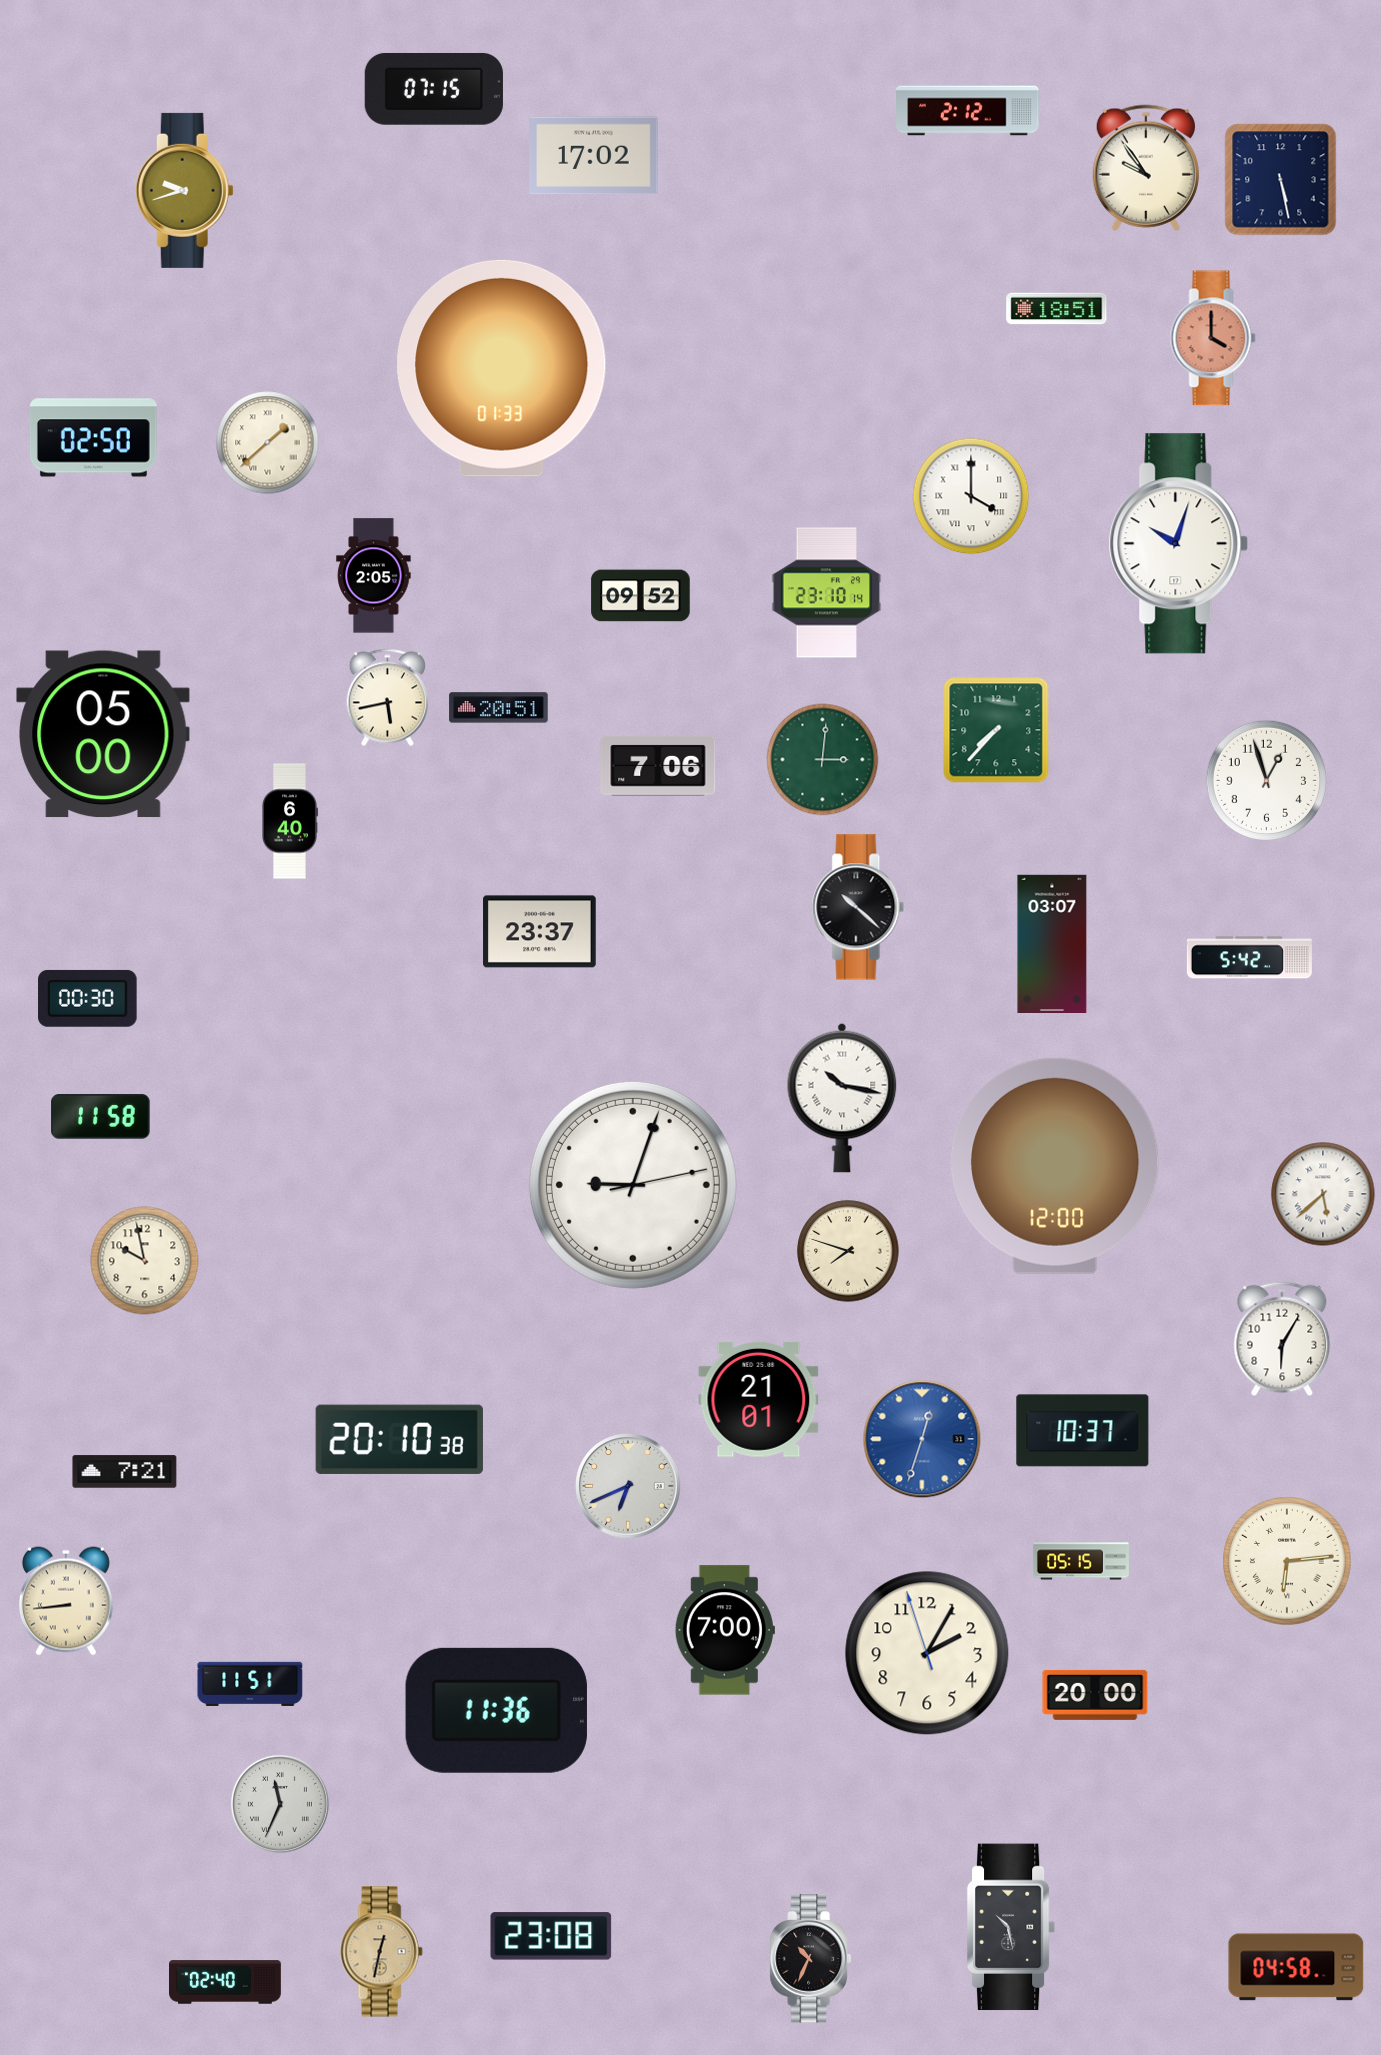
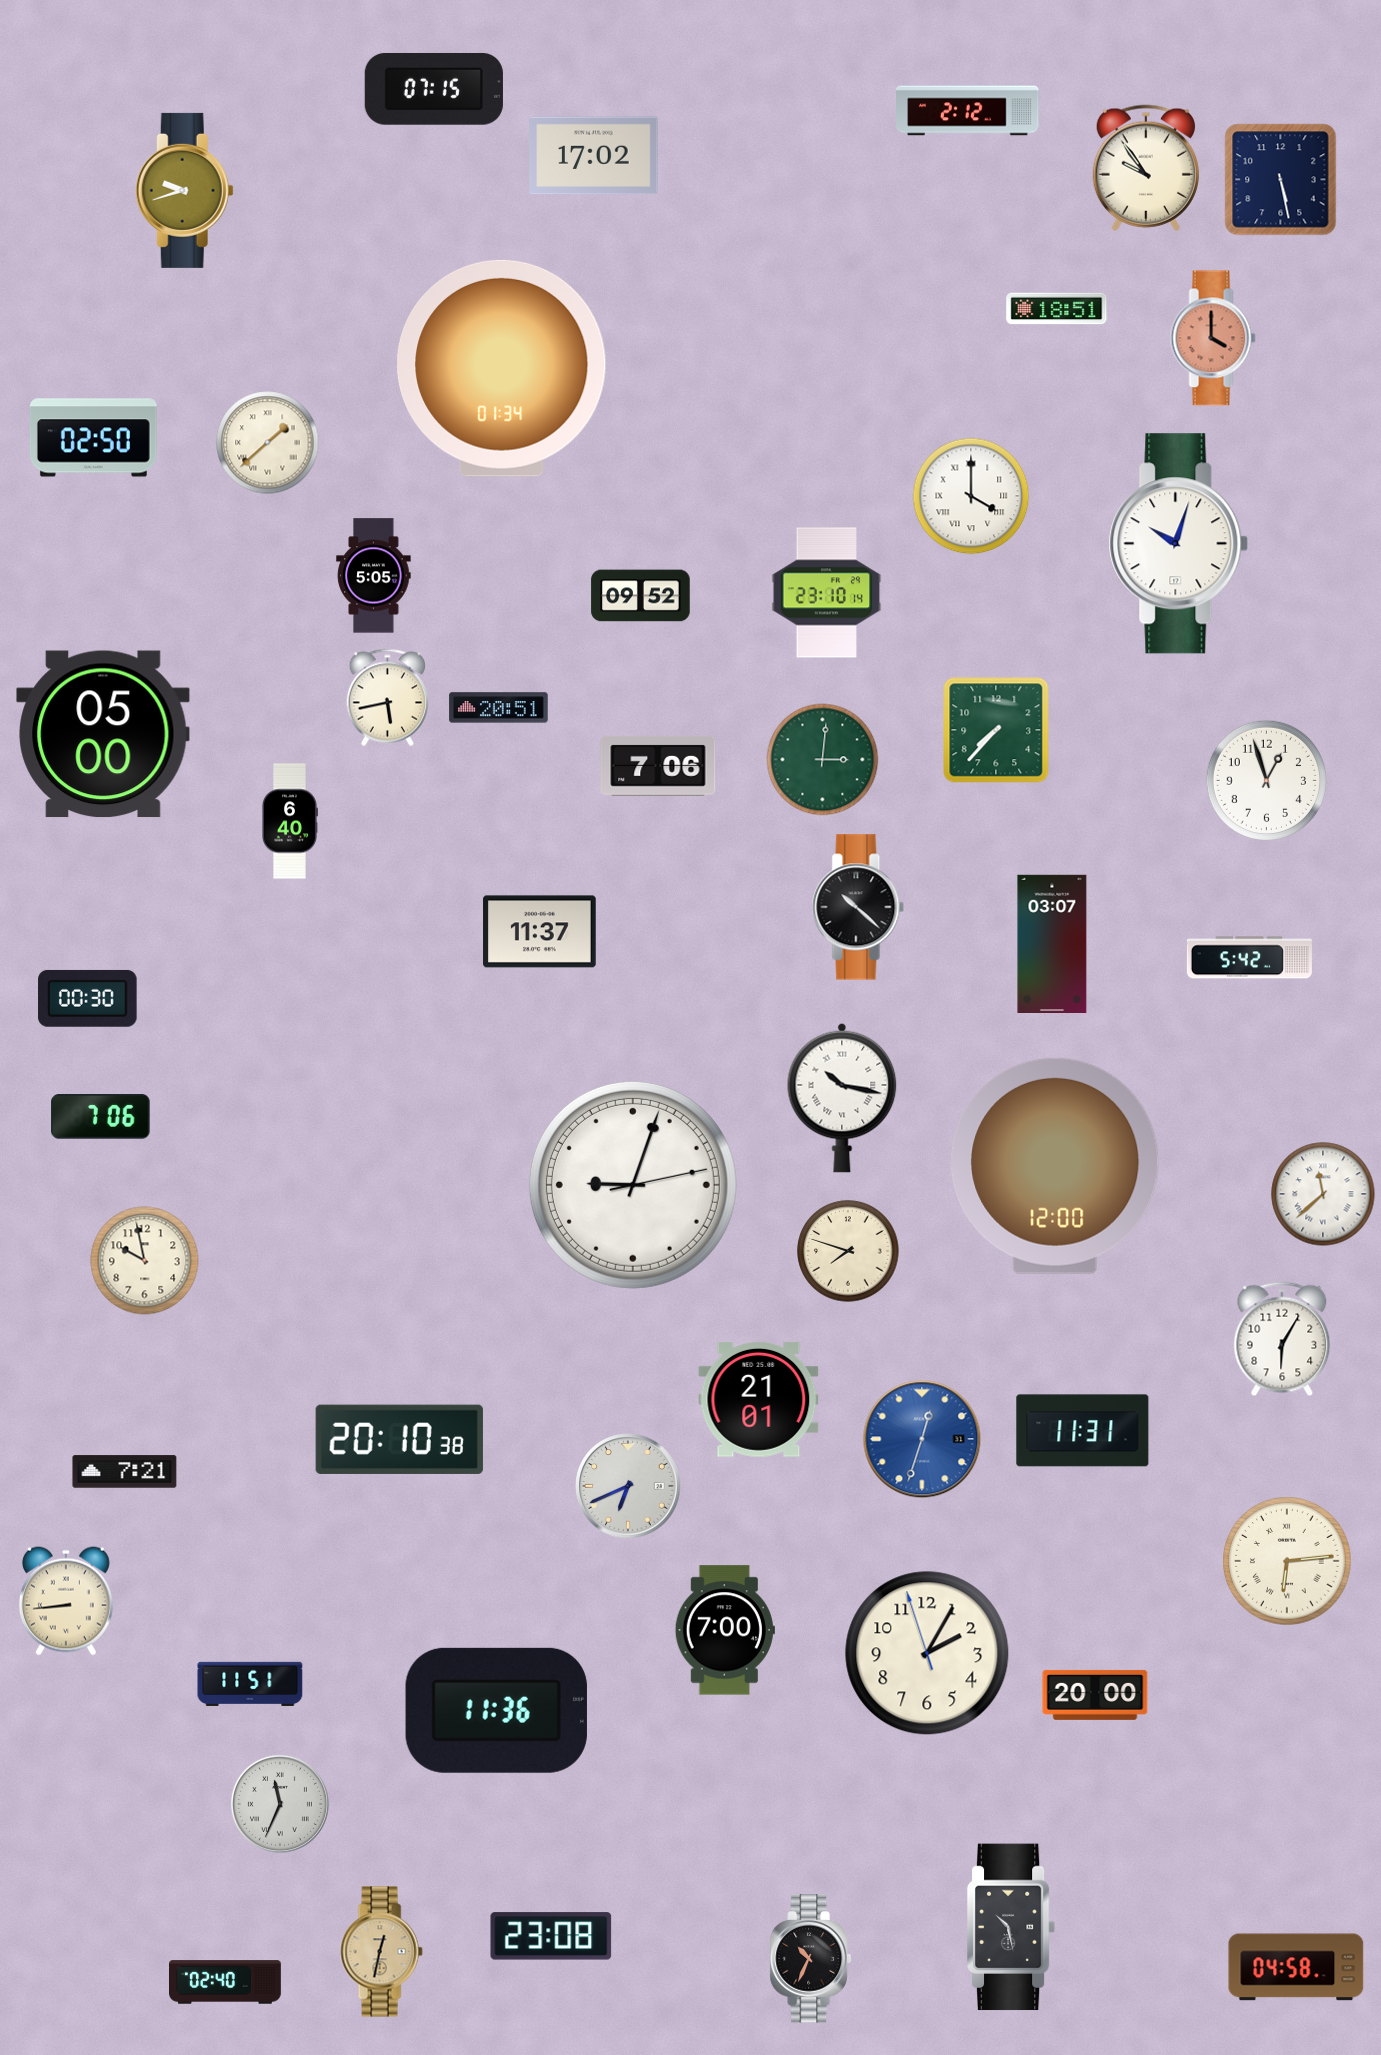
clock at (502, 368): 01:33 -> 01:34
clock at (374, 576): 2:05 -> 5:05
clock at (540, 932): 23:37 -> 11:37
clock at (101, 1117): 11:58 -> 7:06
clock at (1323, 1194): 5:38 -> 11:38
clock at (1083, 1431): 10:37 -> 11:31
clock at (1081, 1561): 05:15 -> none
